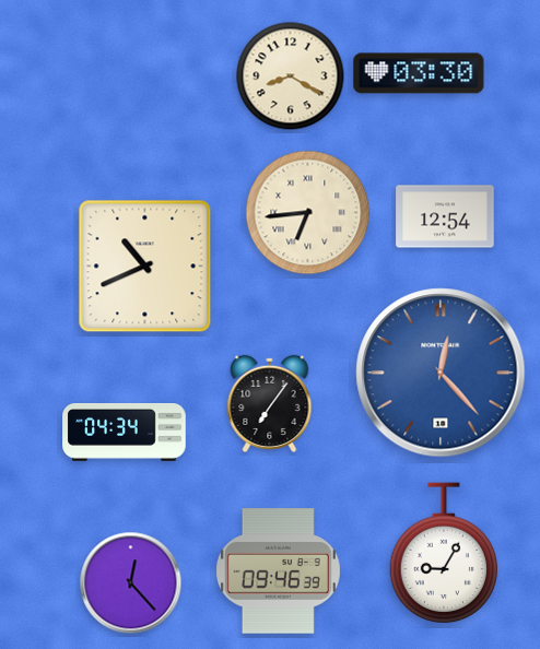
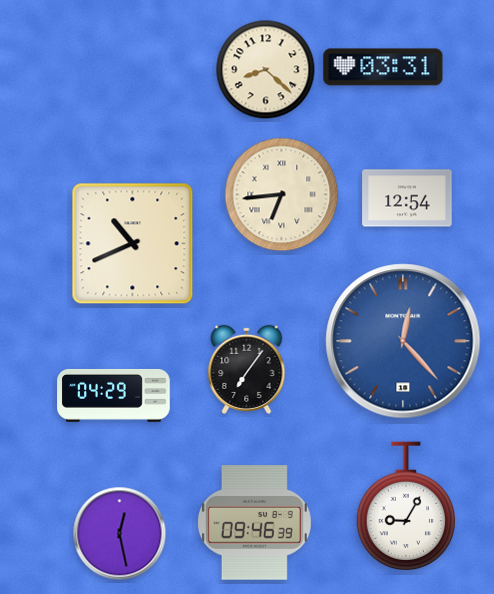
clock at (419, 73): 03:30 -> 03:31
clock at (291, 76): 8:20 -> 8:22
clock at (125, 432): 04:34 -> 04:29
clock at (131, 583): 12:23 -> 12:28
